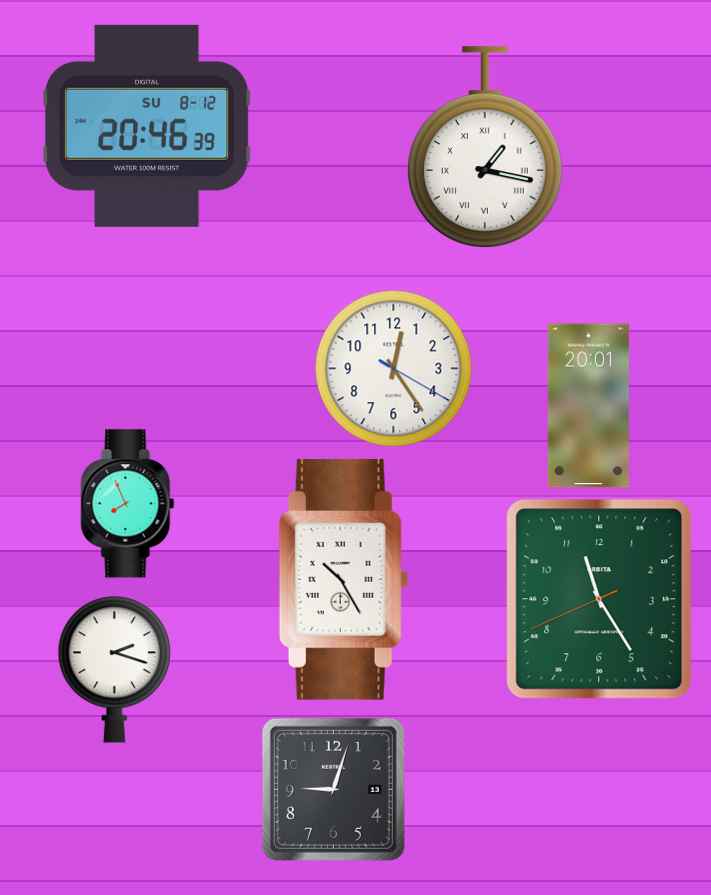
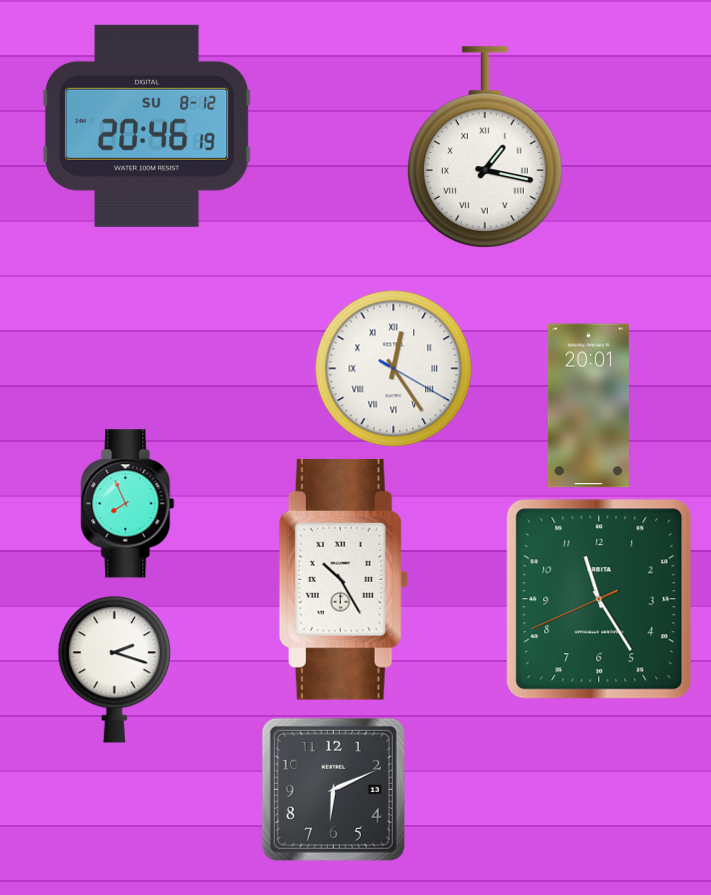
clock at (147, 126): 20:46:39 -> 20:46:19
clock at (394, 369) numerals: Arabic -> Roman
clock at (333, 789): 9:03 -> 6:11
